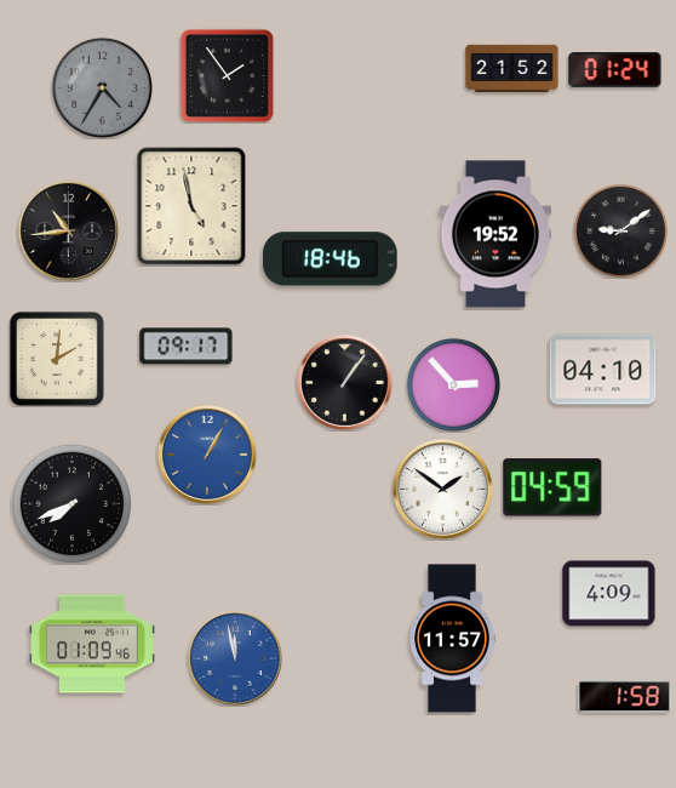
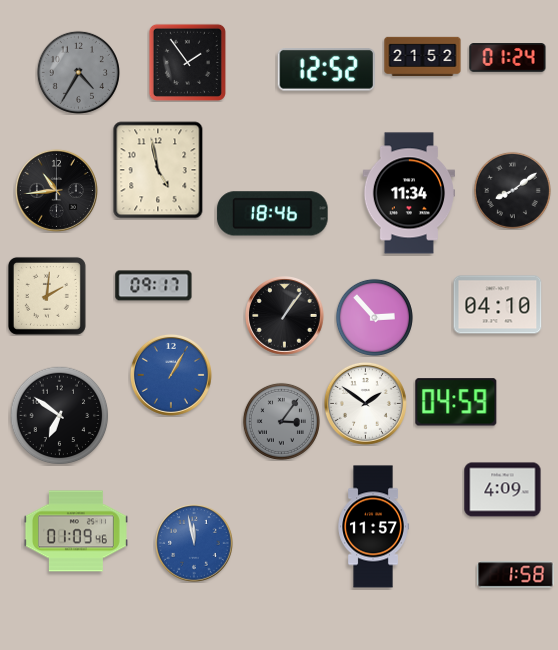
clock at (326, 70): none -> 12:52
clock at (102, 87) position: (102, 87) -> (78, 72)
clock at (620, 230): 9:09 -> 8:09
clock at (494, 234): 19:52 -> 11:34
clock at (73, 504): 7:41 -> 6:51
clock at (281, 421): none -> 3:06
